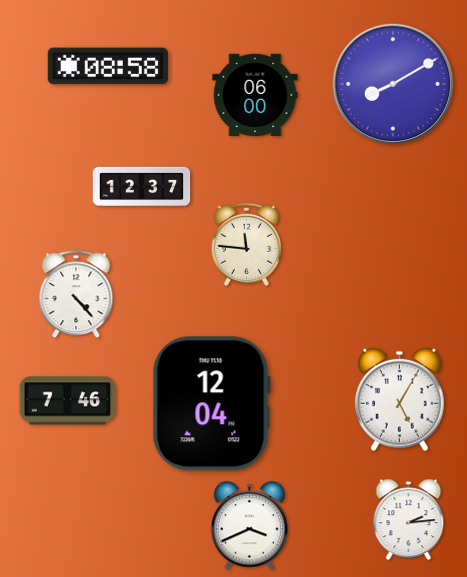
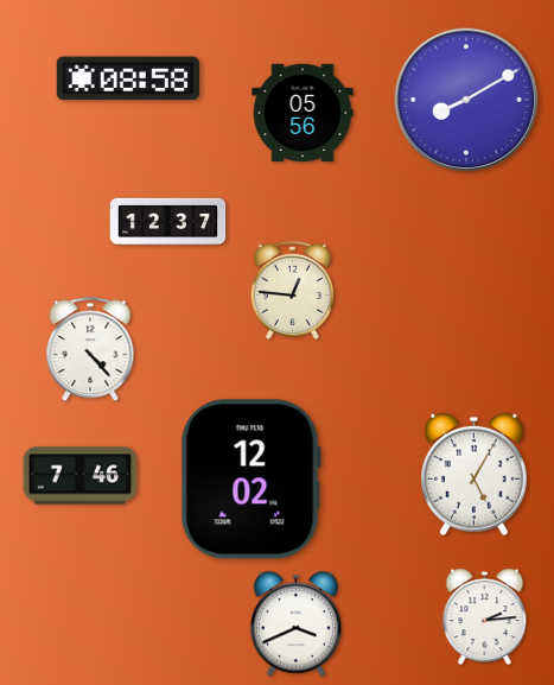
clock at (255, 94): 06:00 -> 05:56
clock at (246, 244): 11:46 -> 12:46
clock at (211, 404): 12:04 -> 12:02
